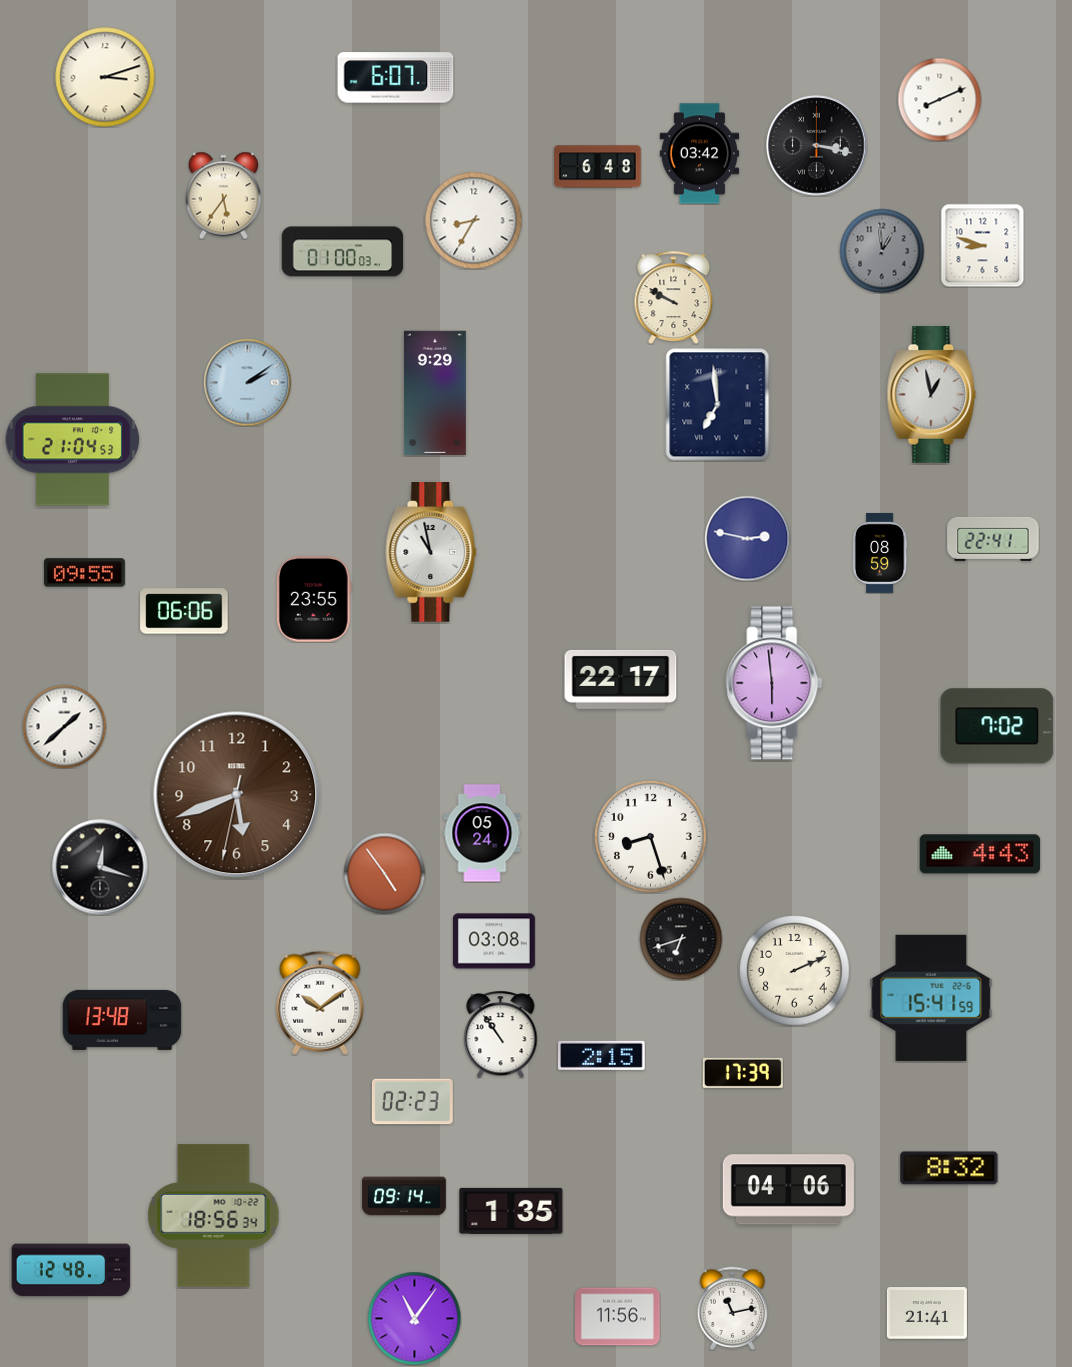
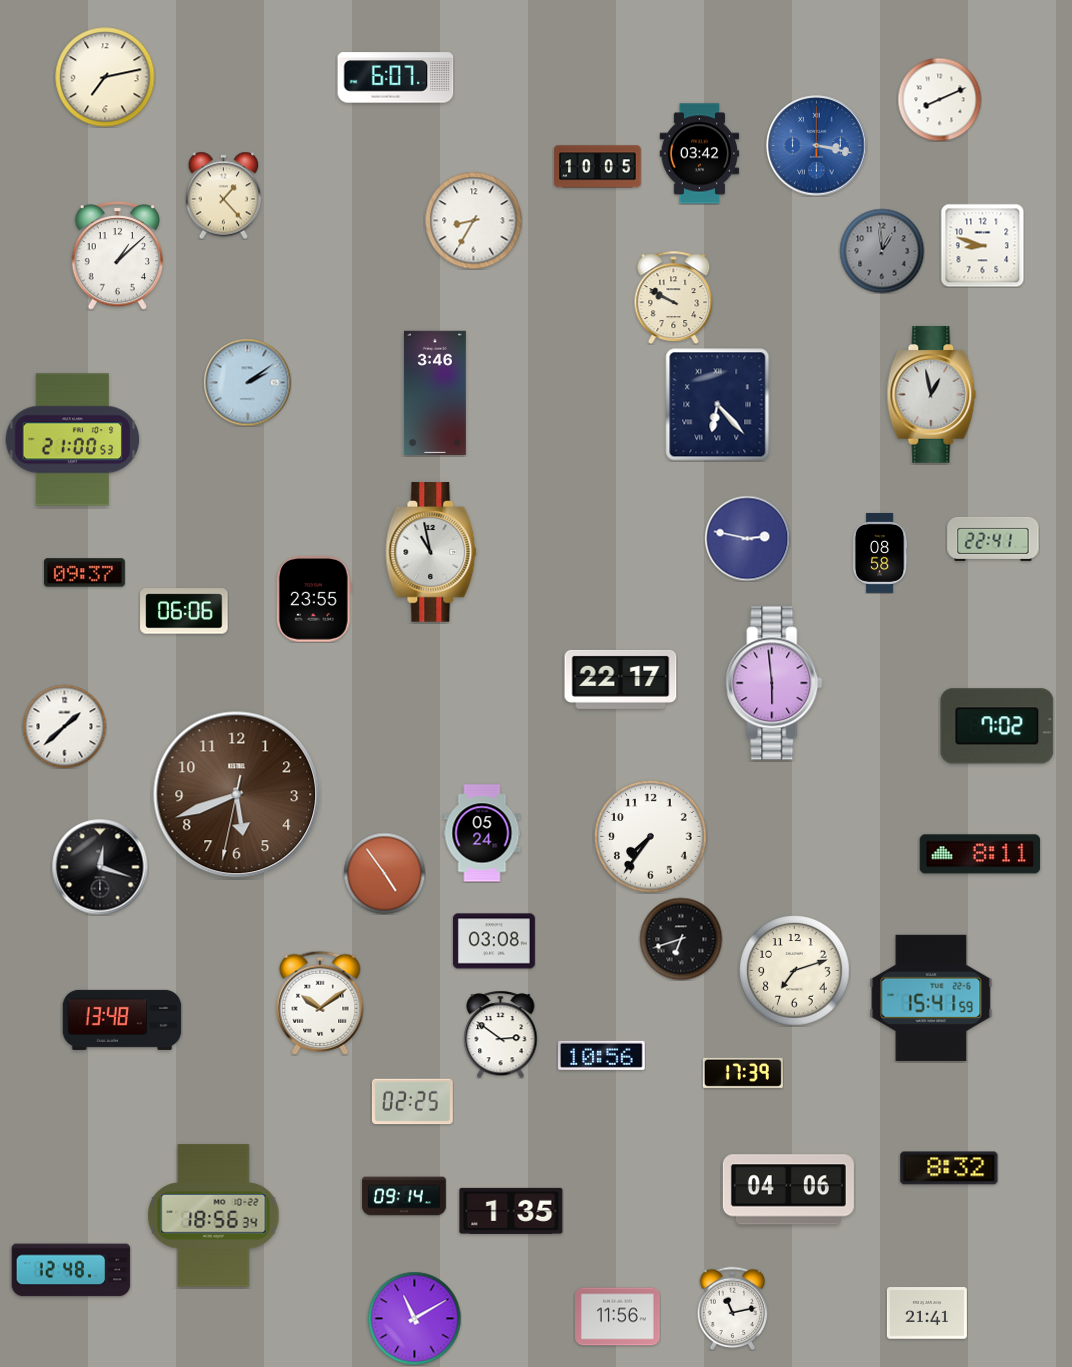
clock at (105, 77): 3:12 -> 7:13
clock at (817, 146) dial: black -> blue
clock at (598, 167): 6:48 -> 10:05
clock at (224, 195): 5:36 -> 1:23
clock at (343, 252): 01:00 -> none
clock at (117, 256): none -> 1:08
clock at (435, 392): 9:29 -> 3:46
clock at (718, 405): 6:59 -> 6:23
clock at (73, 440): 21:04 -> 21:00
clock at (880, 553): 08:59 -> 08:58
clock at (84, 573): 09:55 -> 09:37
clock at (651, 837): 8:27 -> 7:36
clock at (980, 854): 4:43 -> 8:11
clock at (795, 971): 2:11 -> 7:12
clock at (501, 1034): 10:54 -> 2:51
clock at (602, 1055): 2:15 -> 10:56
clock at (412, 1102): 02:23 -> 02:25
clock at (414, 1318): 11:06 -> 11:10
